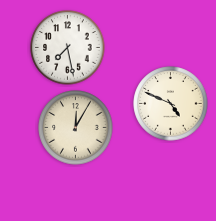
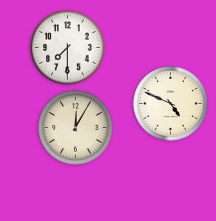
clock at (68, 48): 7:28 -> 7:30
